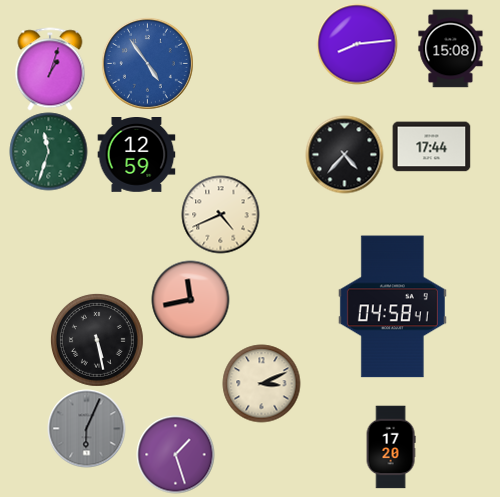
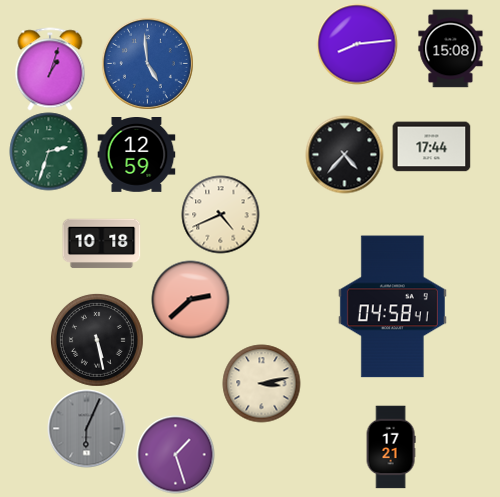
clock at (147, 63): 4:54 -> 4:59
clock at (48, 151): 11:33 -> 2:33
clock at (101, 244): none -> 10:18
clock at (190, 299): 11:43 -> 2:38
clock at (261, 383): 3:11 -> 3:13
clock at (391, 447): 17:20 -> 17:21
